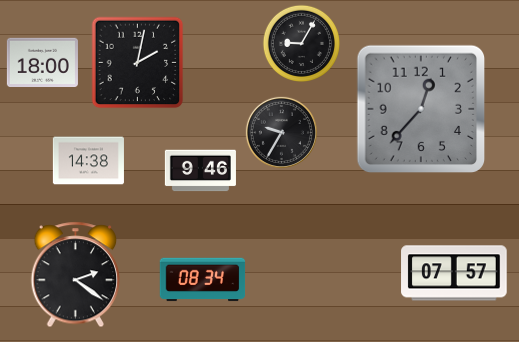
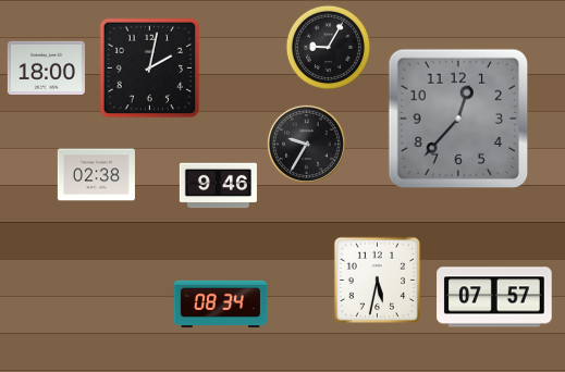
clock at (88, 161): 14:38 -> 02:38
clock at (378, 281): none -> 5:32
clock at (76, 275): 2:21 -> none
